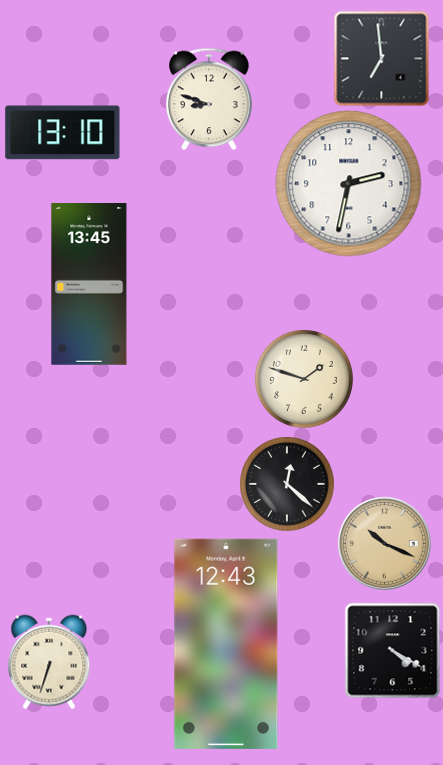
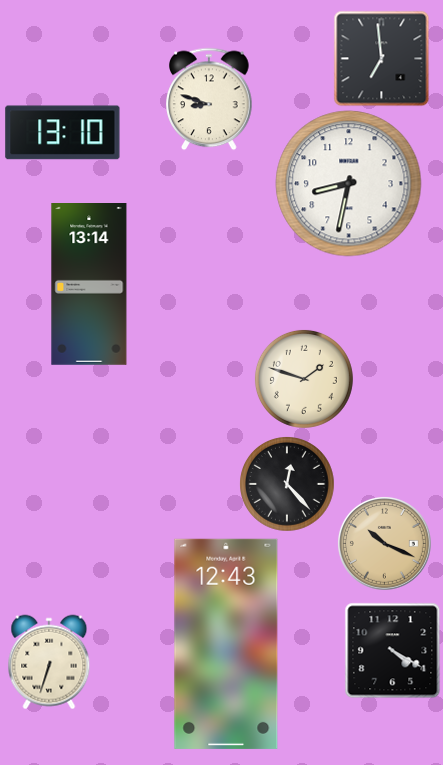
clock at (349, 184): 2:32 -> 8:32
clock at (89, 285): 13:45 -> 13:14
clock at (287, 484): 12:22 -> 12:23
